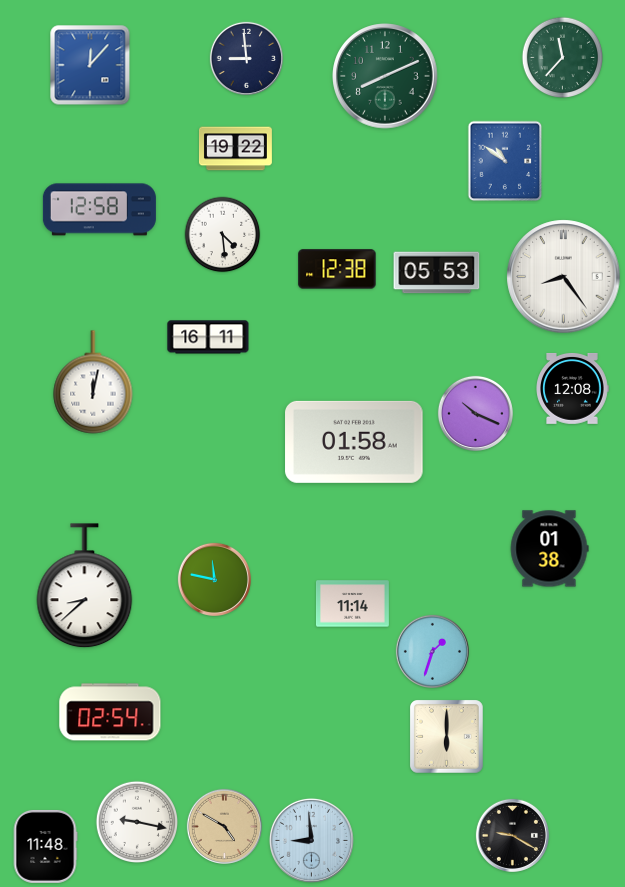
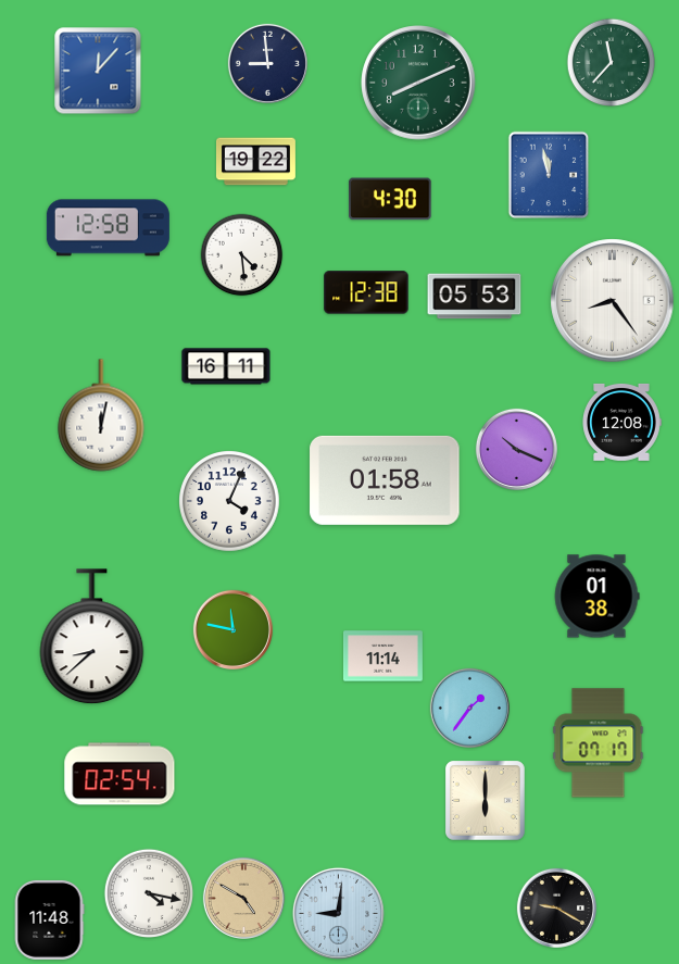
clock at (505, 161): 10:51 -> 11:58
clock at (390, 199): none -> 4:30
clock at (230, 502): none -> 4:04
clock at (432, 651): 1:33 -> 1:36
clock at (599, 743): none -> 07:17
clock at (136, 821): 9:17 -> 4:17
clock at (311, 840): 8:59 -> 9:01
